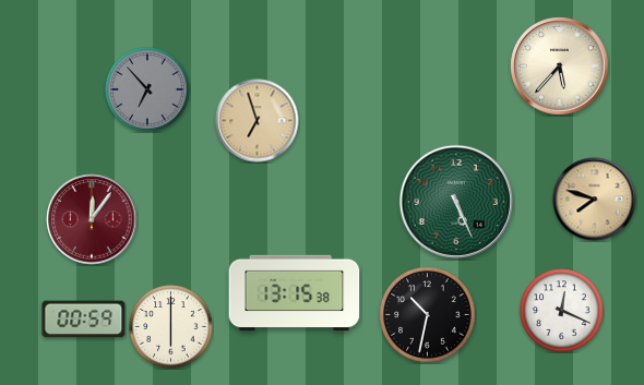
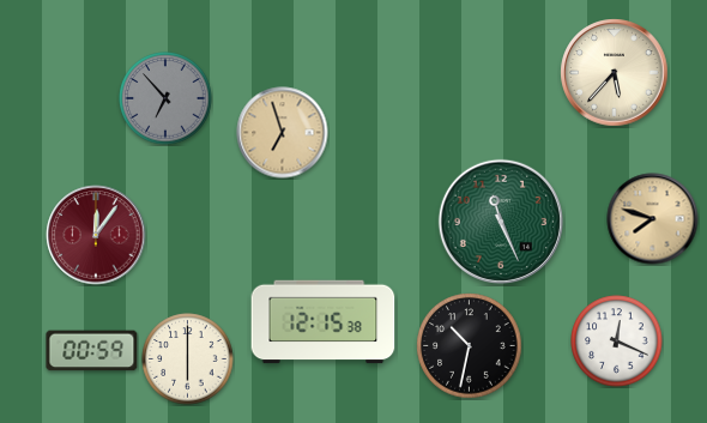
clock at (147, 89) position: (147, 89) -> (165, 98)
clock at (456, 202): 5:26 -> 11:26
clock at (92, 219) position: (92, 219) -> (96, 235)
clock at (295, 293): 13:15 -> 12:15
